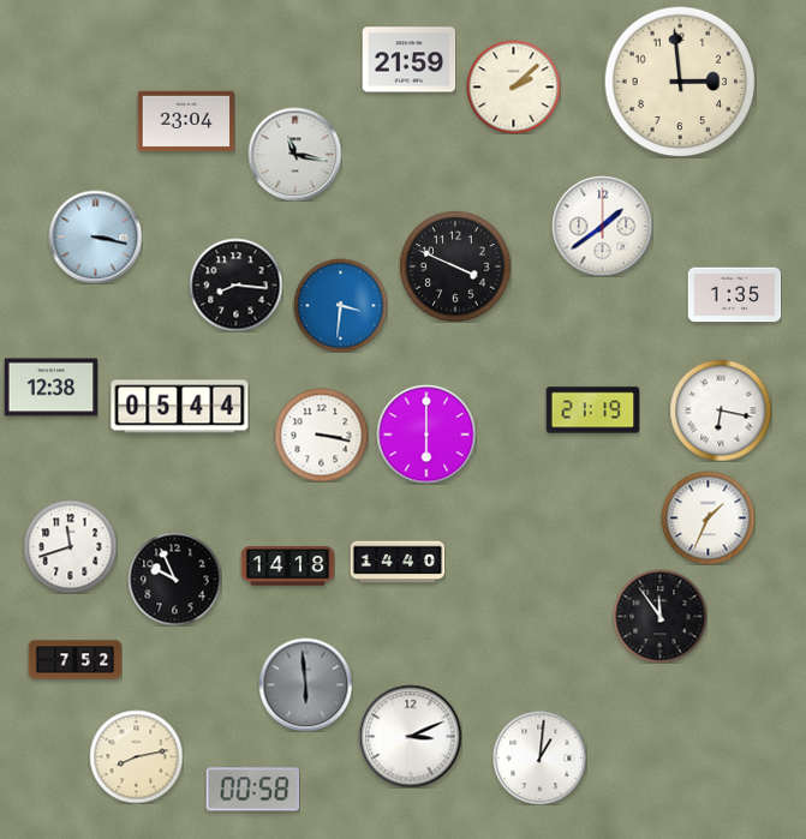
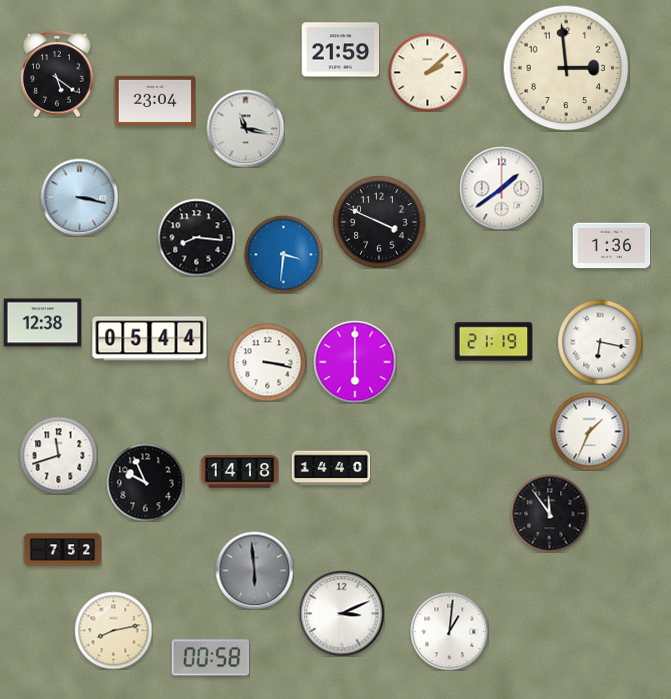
clock at (57, 74): none -> 5:21
clock at (734, 295): 1:35 -> 1:36
